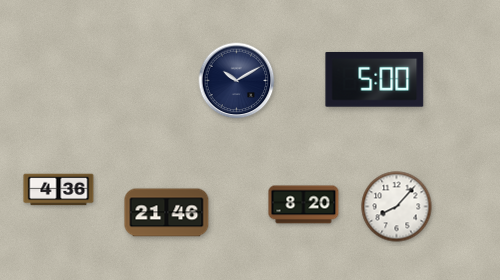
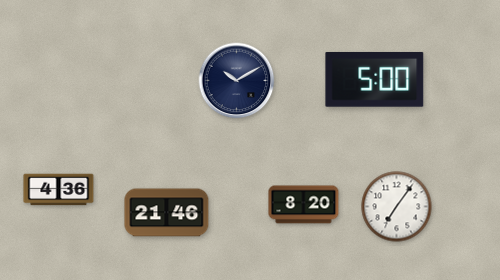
clock at (397, 207): 8:07 -> 7:06
